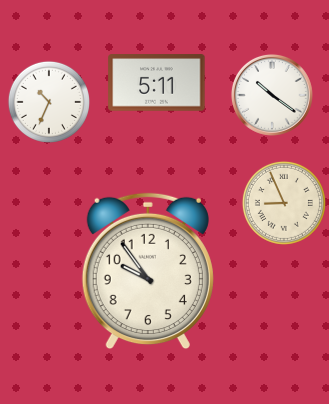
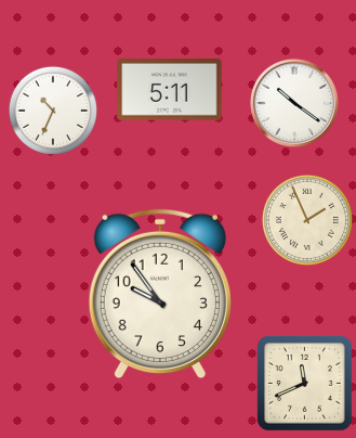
clock at (284, 203): 8:56 -> 1:56
clock at (305, 383): none -> 11:41
